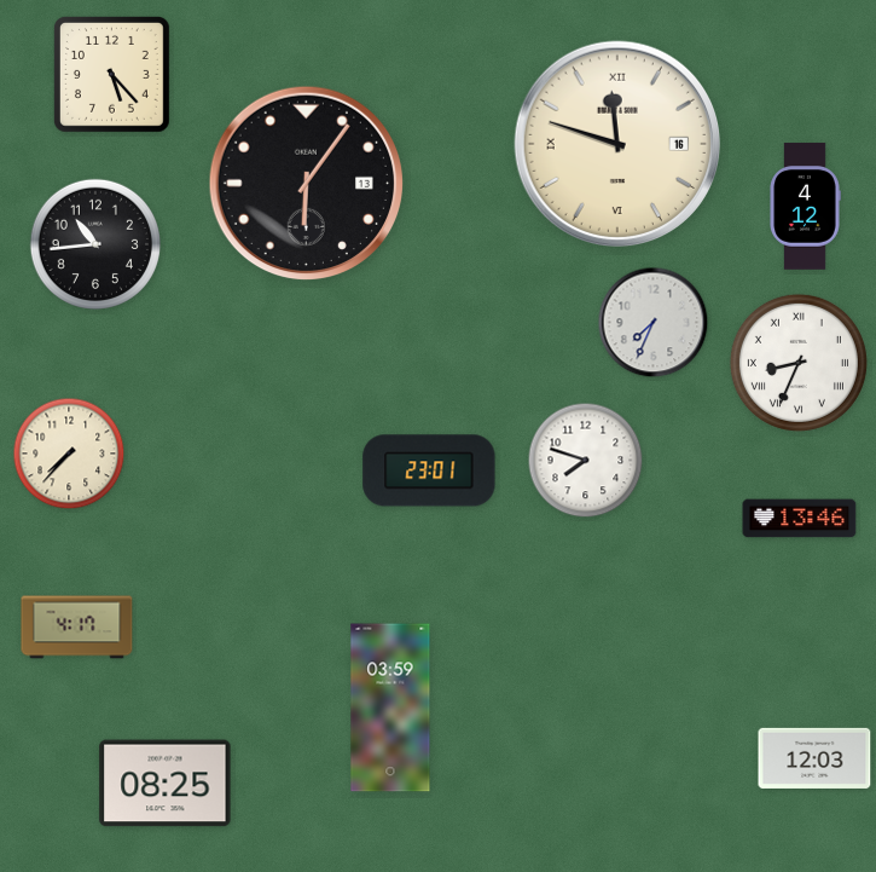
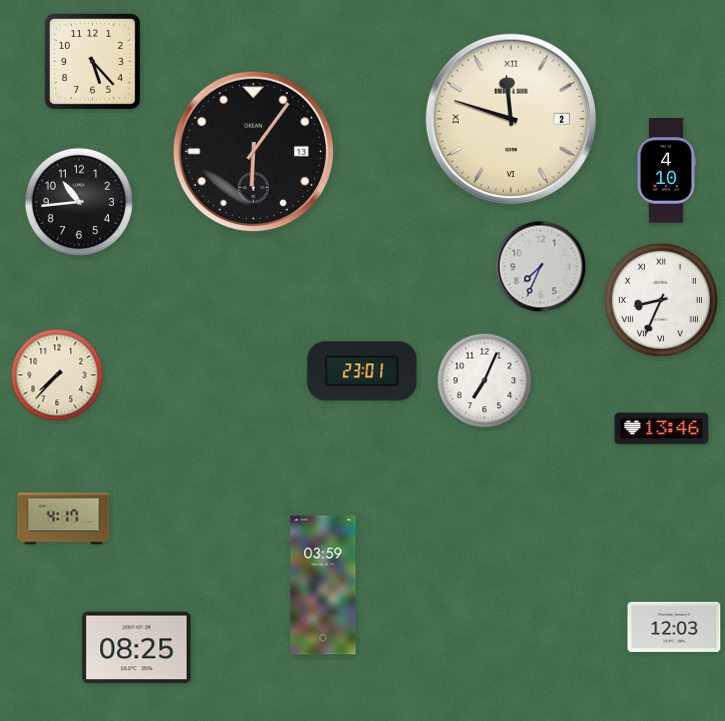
clock at (616, 143) date: 16 -> 2
clock at (805, 207): 4:12 -> 4:10
clock at (586, 461): 7:48 -> 7:04
clock at (429, 470) position: (429, 470) -> (362, 371)
